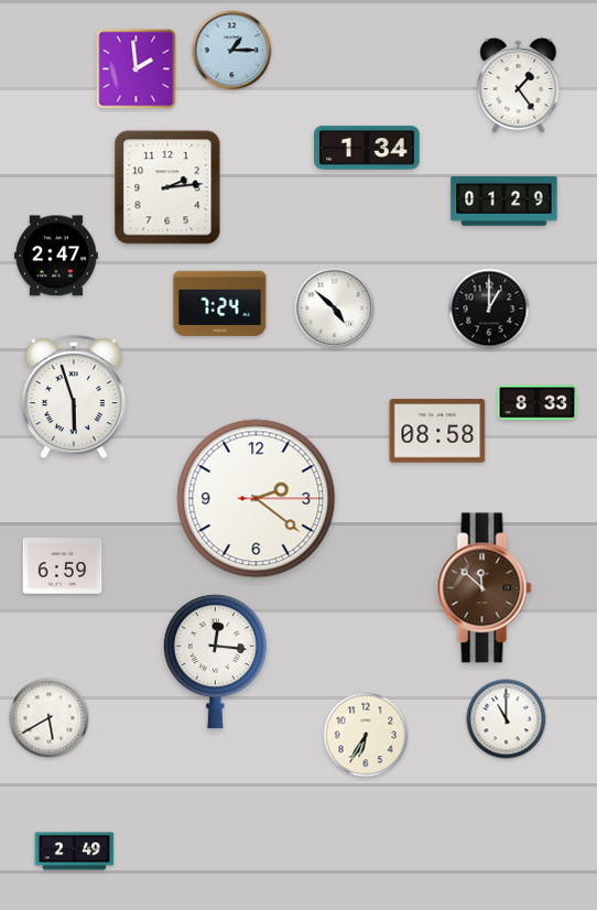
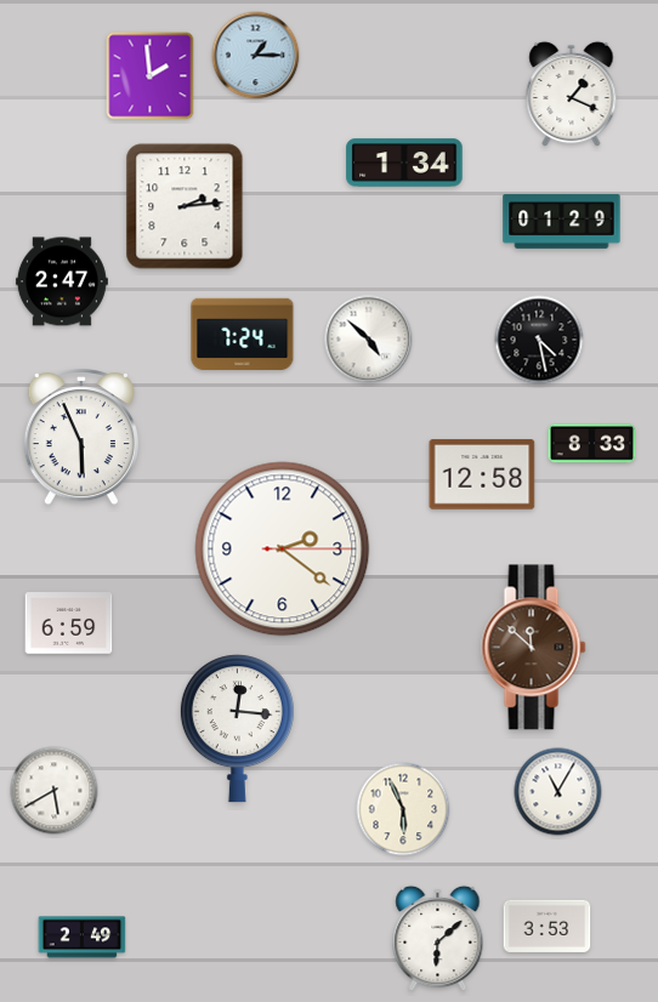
clock at (519, 86): 1:24 -> 1:19
clock at (504, 202) position: (504, 202) -> (562, 222)
clock at (489, 308): 1:00 -> 4:28
clock at (74, 398): 5:57 -> 5:56
clock at (437, 431): 08:58 -> 12:58
clock at (507, 719): 11:00 -> 11:05
clock at (366, 735): 6:35 -> 5:56
clock at (548, 926): none -> 3:53
clock at (438, 939): none -> 6:08
